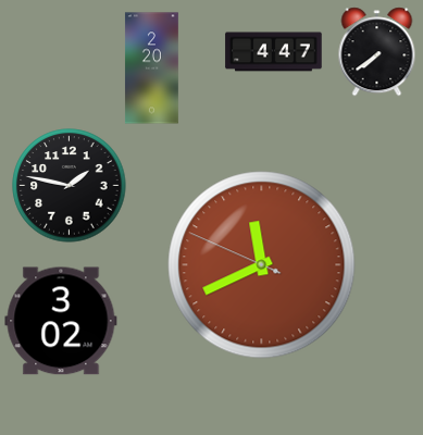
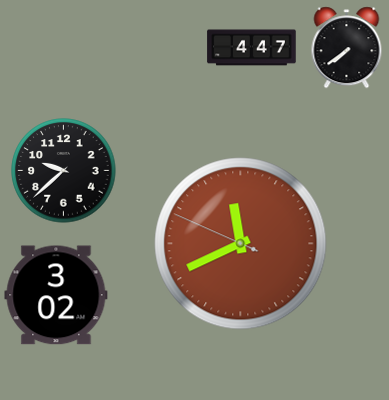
clock at (151, 69): 2:20 -> none
clock at (70, 186): 1:47 -> 9:38
